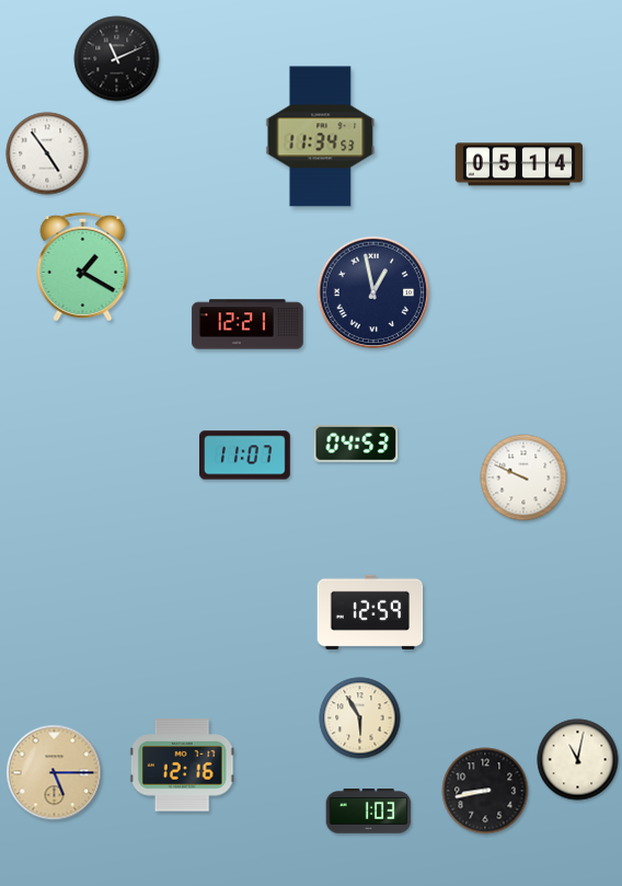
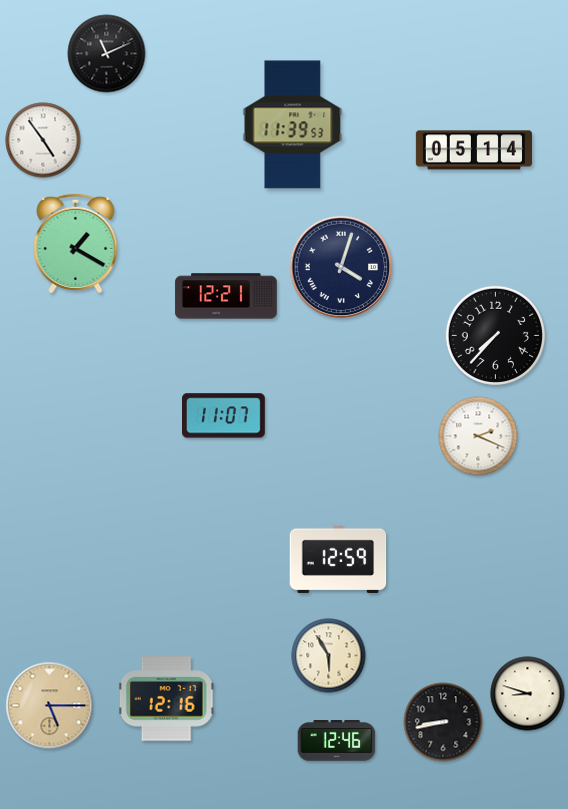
clock at (321, 137): 11:34 -> 11:39
clock at (373, 292): 12:58 -> 4:03
clock at (495, 335): none -> 7:37
clock at (356, 444): 04:53 -> none
clock at (523, 477): 9:49 -> 2:19
clock at (578, 760): 11:02 -> 8:48
clock at (369, 812): 1:03 -> 12:46
